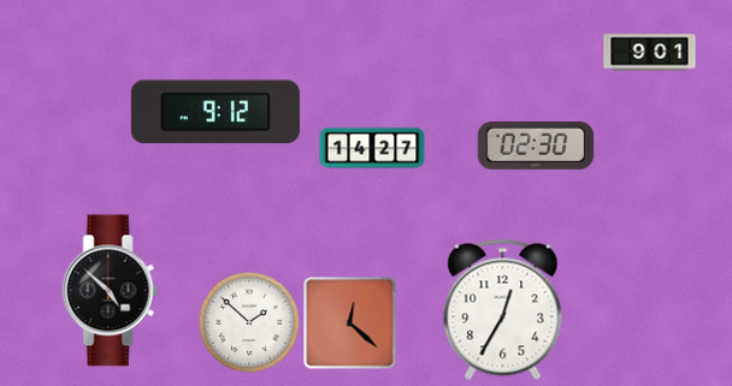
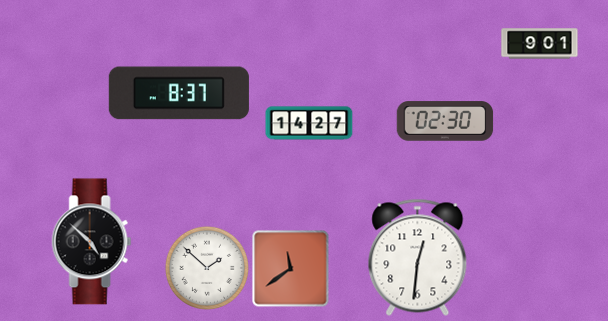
clock at (216, 112): 9:12 -> 8:37
clock at (503, 309): 12:35 -> 12:31
clock at (350, 323): 12:22 -> 11:39
